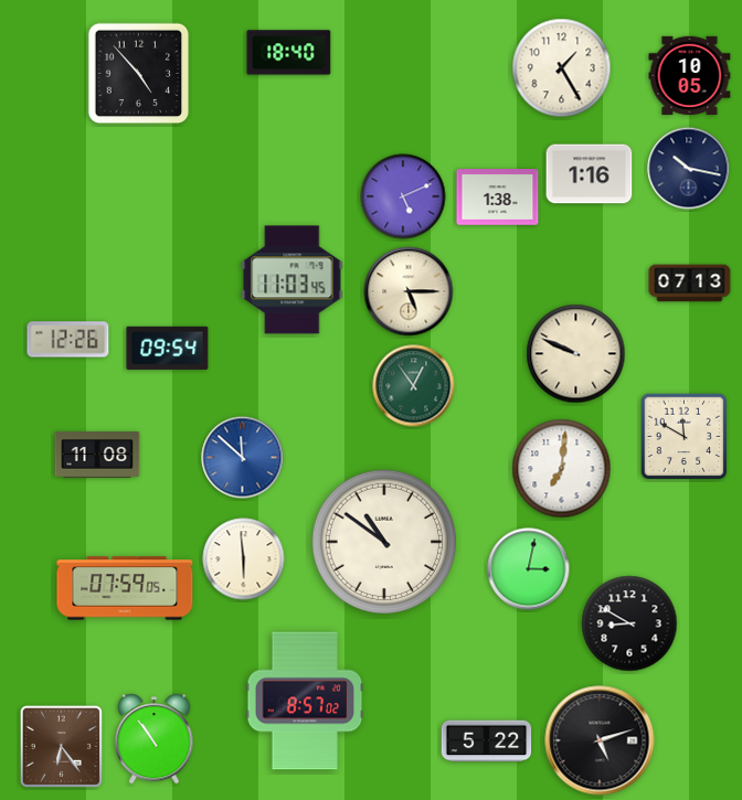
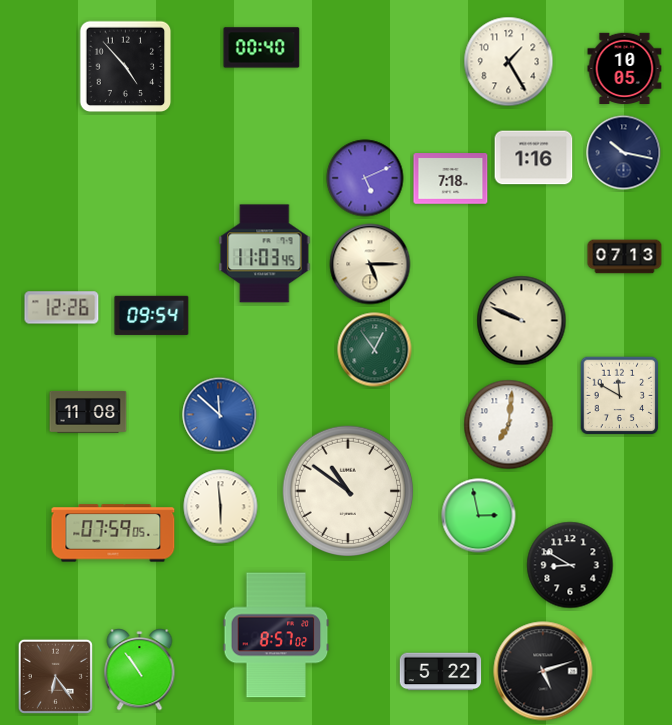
clock at (289, 53): 18:40 -> 00:40
clock at (498, 198): 1:38 -> 7:18
clock at (529, 569): 3:02 -> 2:58
